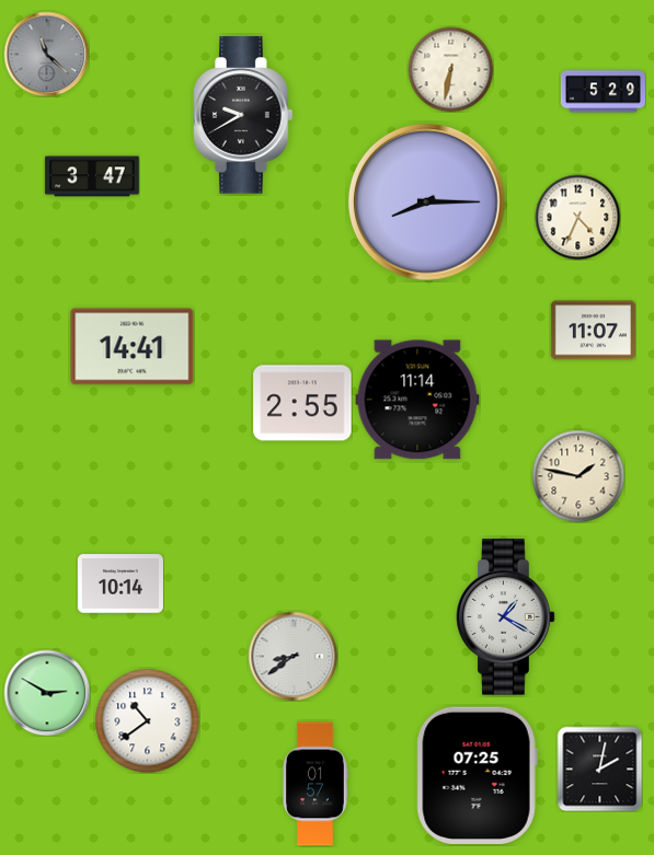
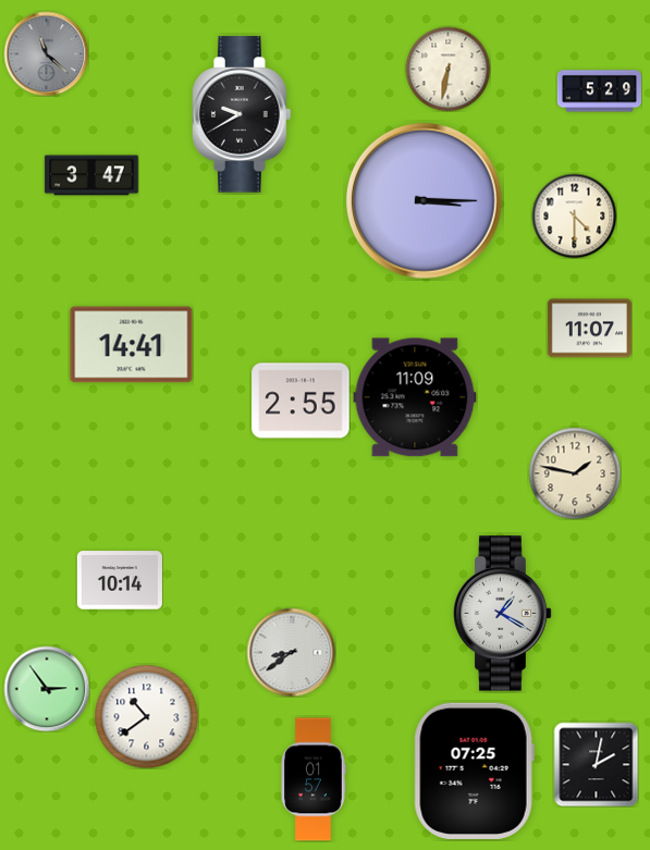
clock at (427, 203): 8:15 -> 3:15
clock at (577, 217): 4:34 -> 4:30
clock at (417, 400): 11:14 -> 11:09
clock at (47, 693): 2:50 -> 2:54
